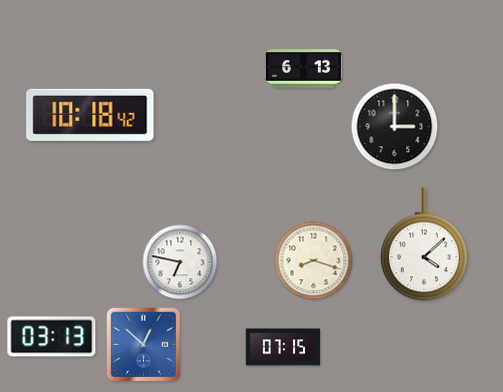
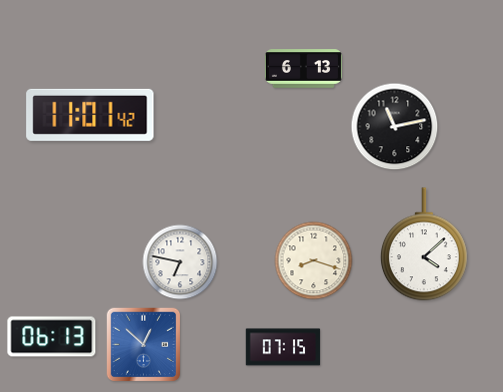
clock at (90, 115): 10:18 -> 11:01
clock at (395, 127): 3:00 -> 11:13
clock at (52, 337): 03:13 -> 06:13
